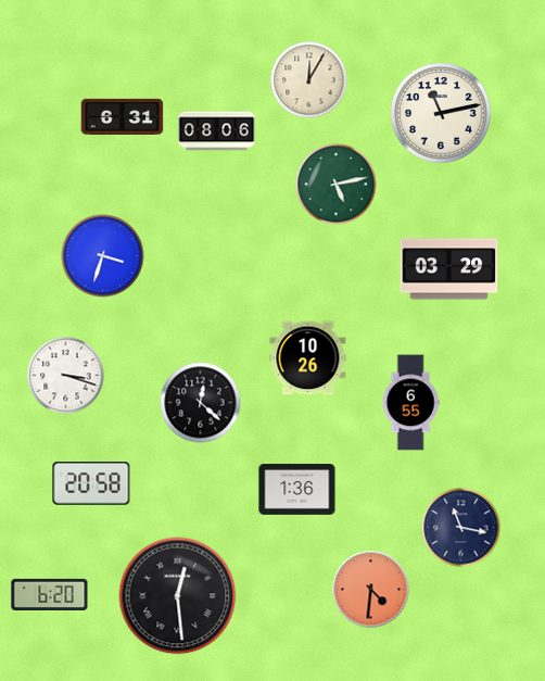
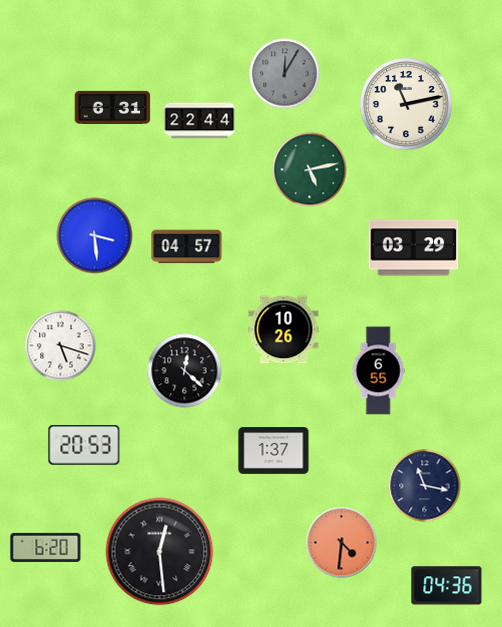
clock at (309, 80) dial: cream -> grey
clock at (217, 131): 08:06 -> 22:44
clock at (103, 256): 3:33 -> 3:29
clock at (187, 247): none -> 04:57
clock at (66, 376): 3:18 -> 5:18
clock at (91, 484): 20:58 -> 20:53
clock at (297, 490): 1:36 -> 1:37
clock at (178, 596) position: (178, 596) -> (160, 552)
clock at (447, 586): none -> 04:36
